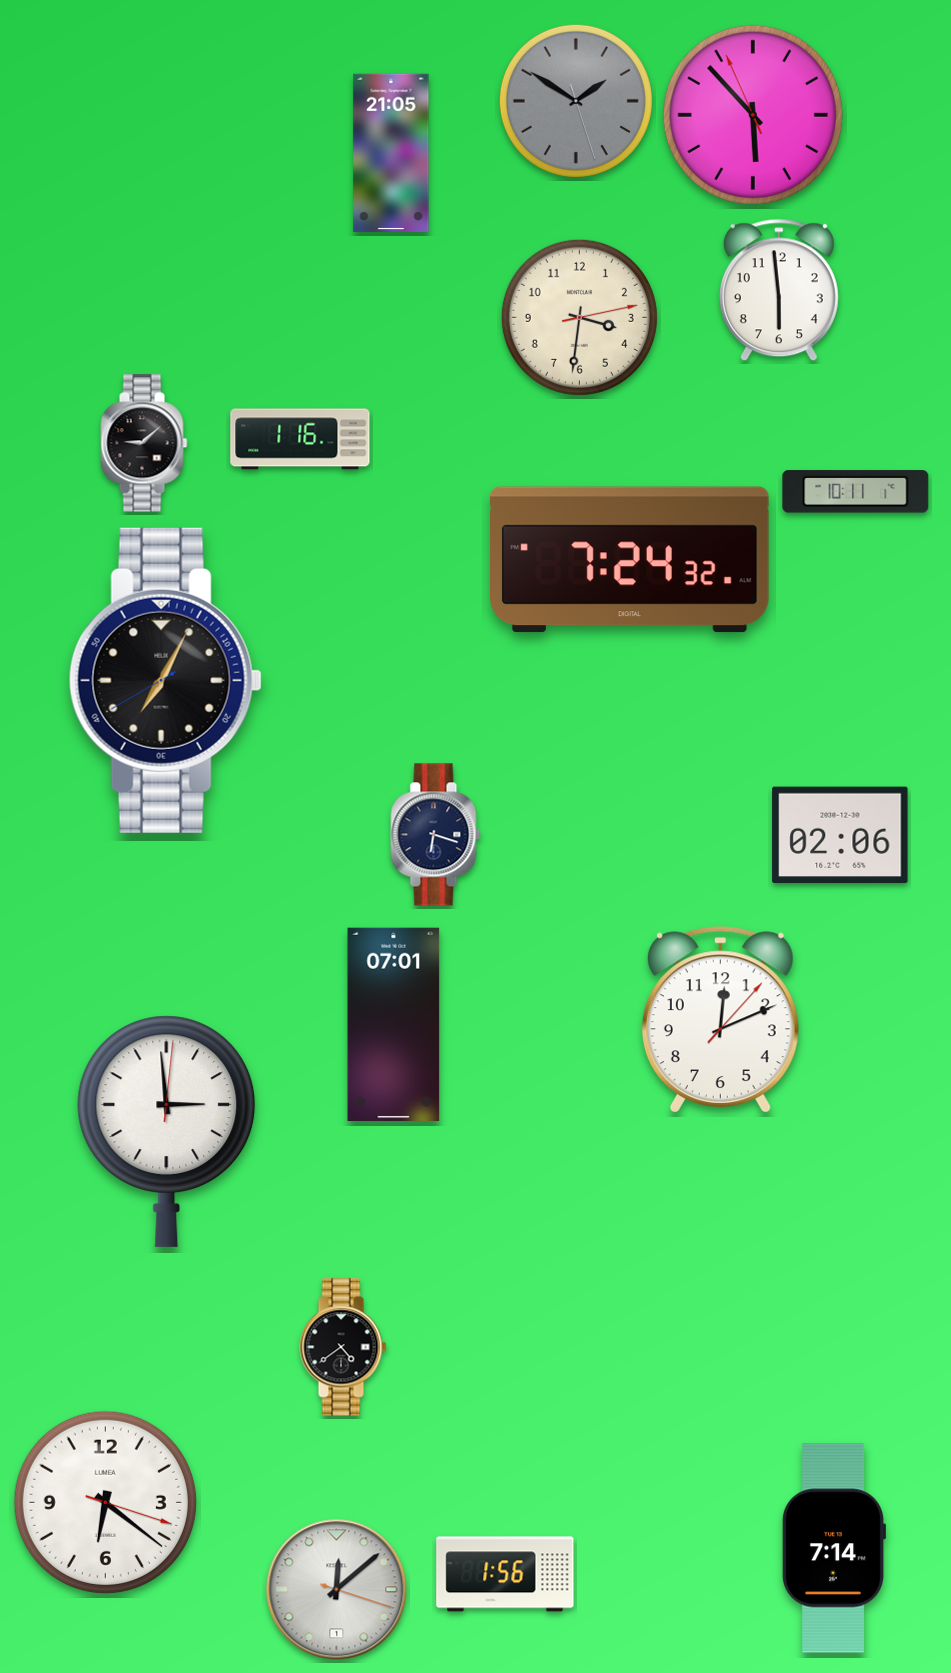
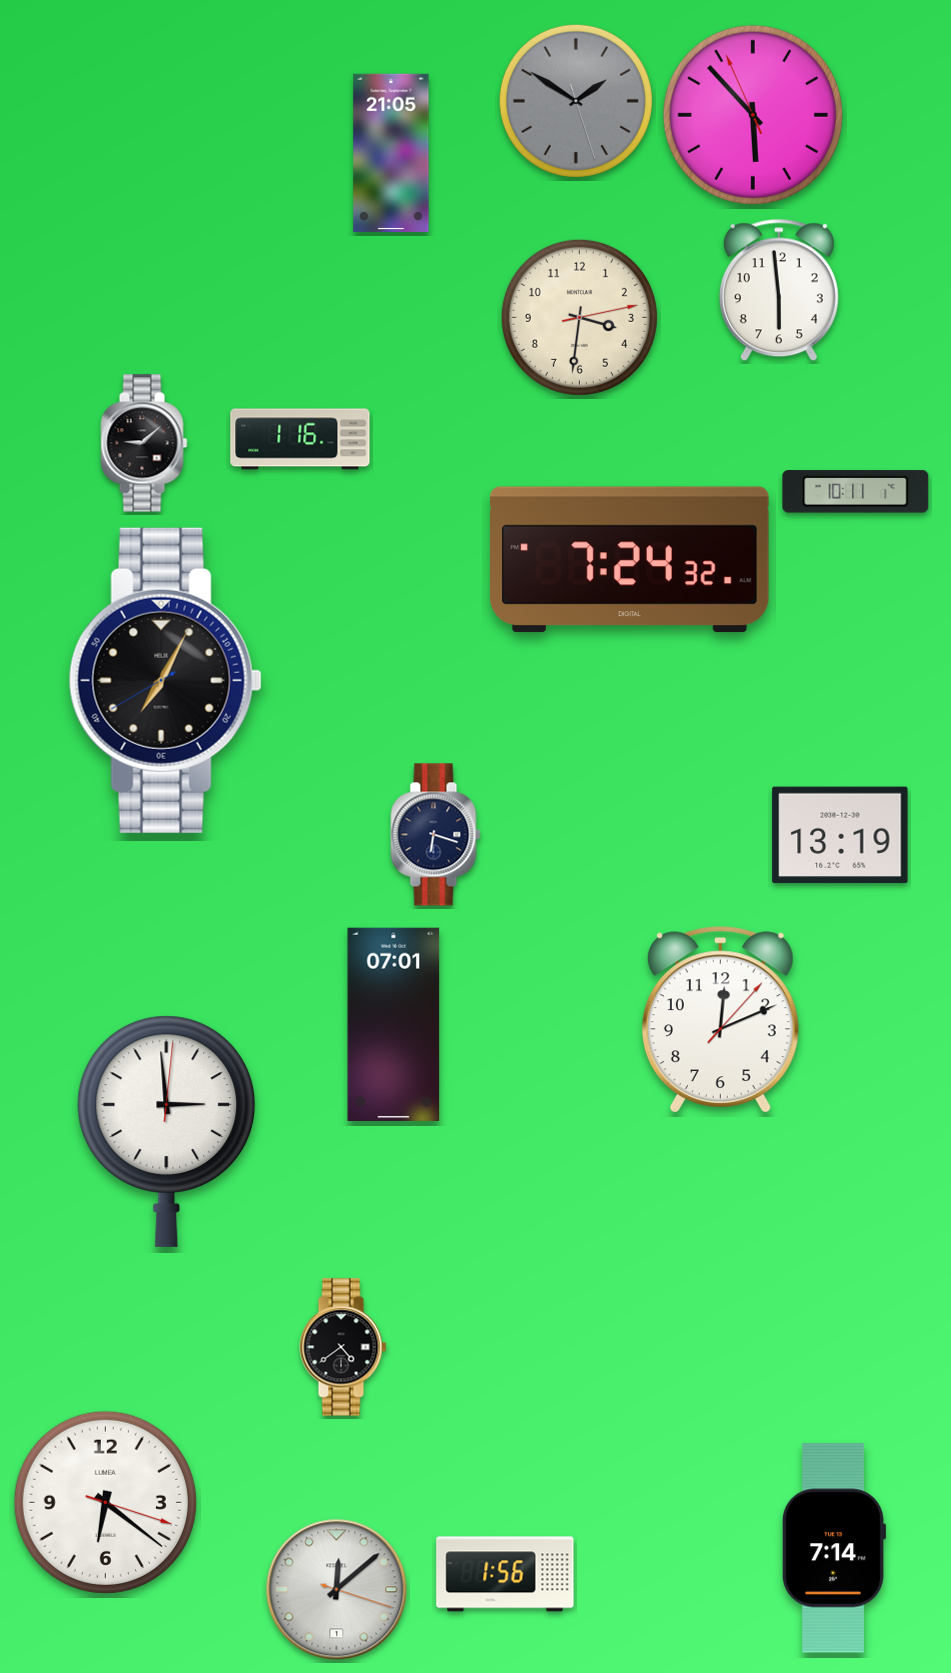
clock at (840, 835): 02:06 -> 13:19
